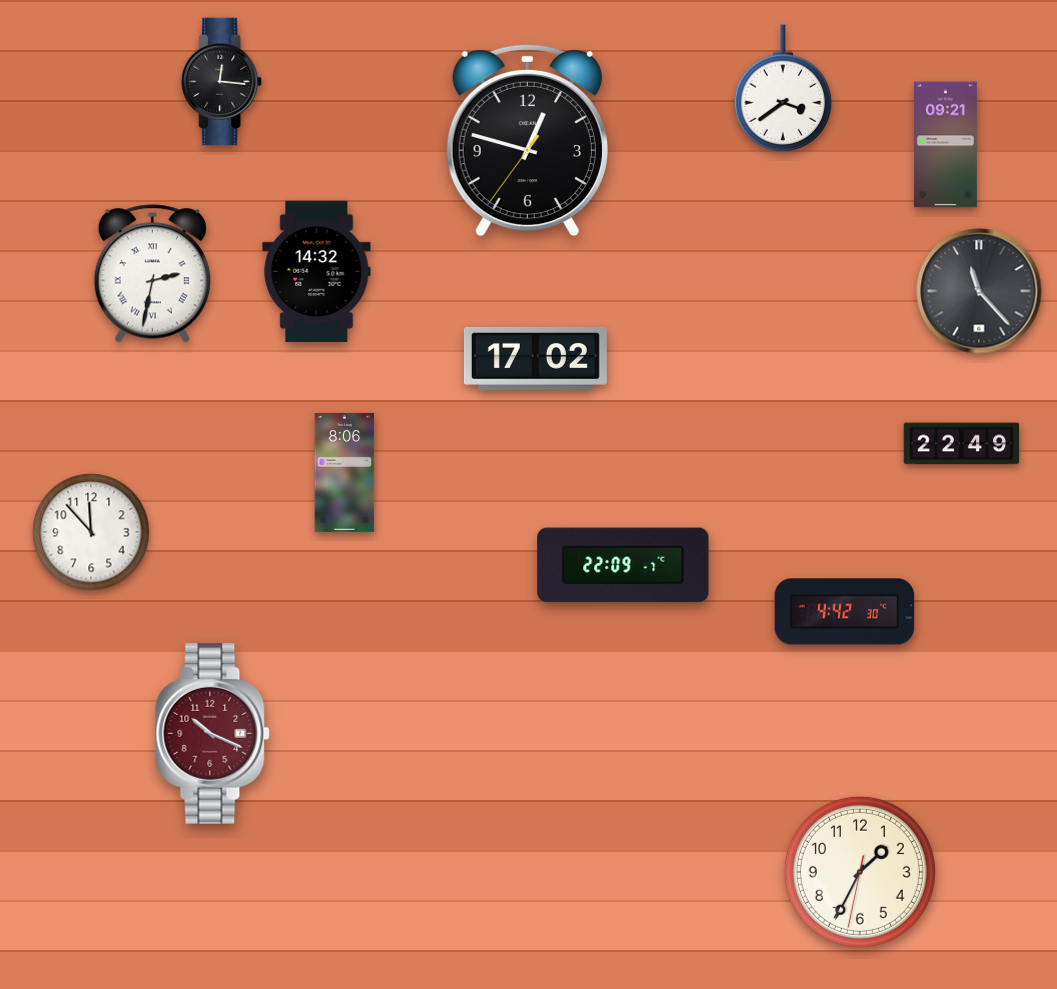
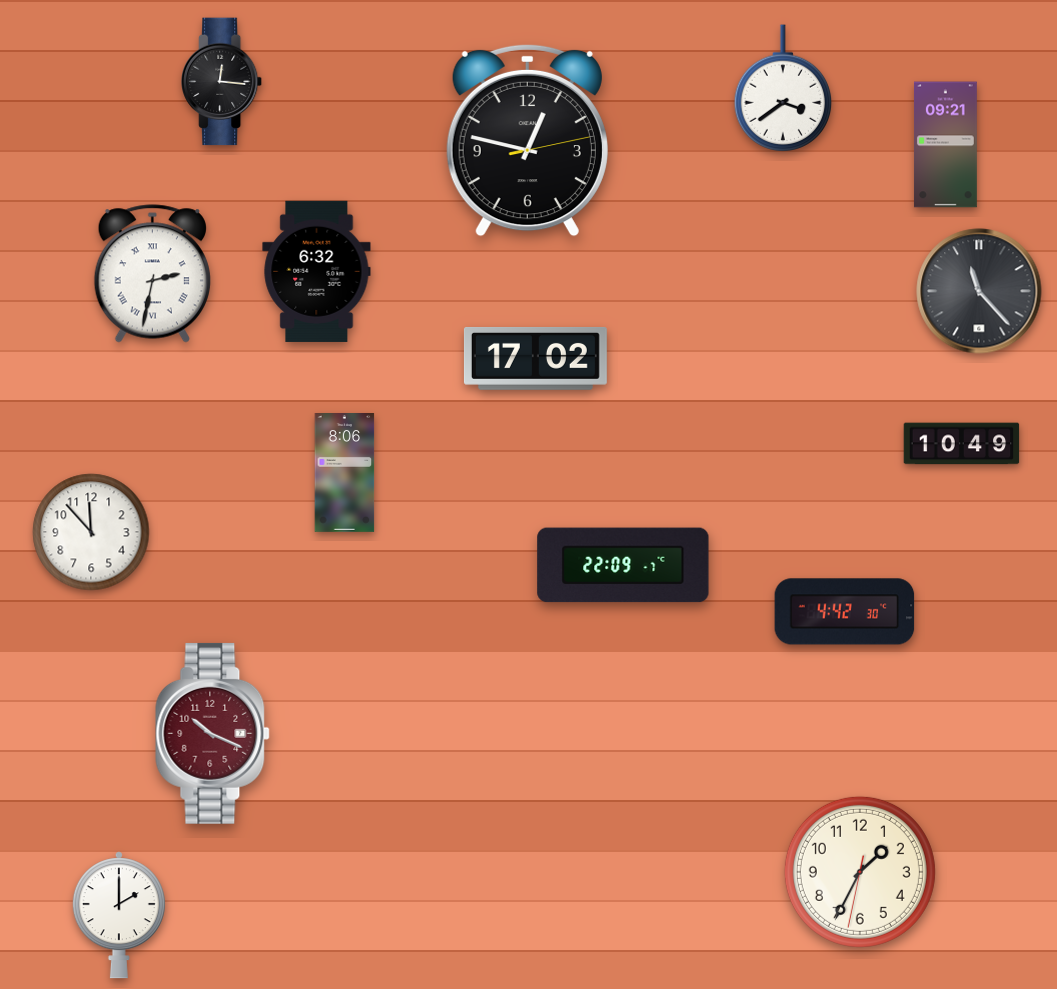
clock at (527, 140): 12:47:36 -> 12:47:13
clock at (317, 271): 14:32 -> 6:32
clock at (962, 444): 22:49 -> 10:49
clock at (119, 915): none -> 2:00
